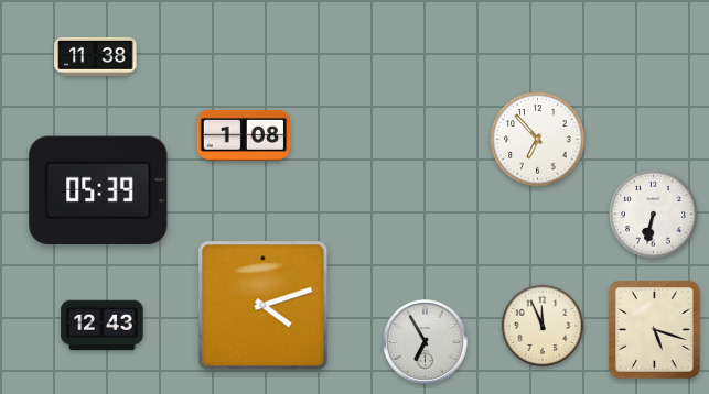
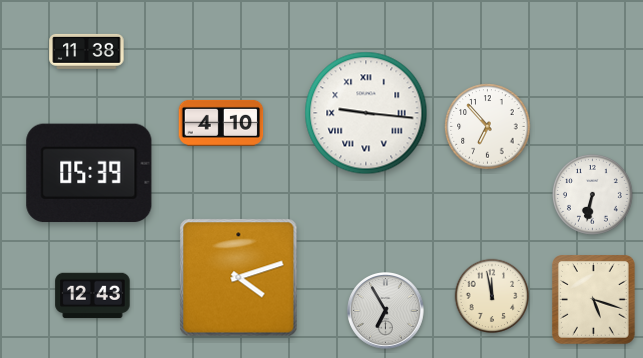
clock at (366, 113): none -> 9:16
clock at (244, 135): 1:08 -> 4:10
clock at (543, 326): 11:56 -> 11:58
